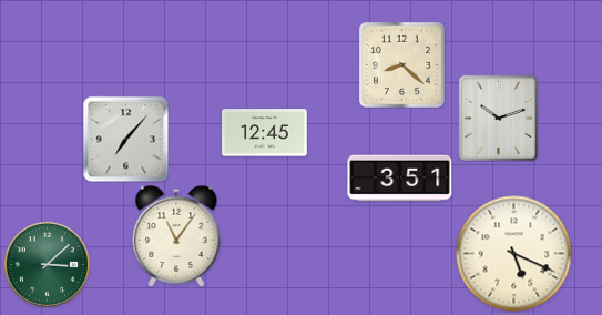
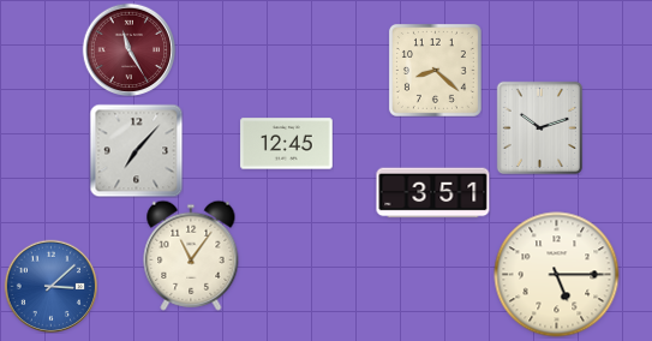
clock at (128, 49): none -> 11:25
clock at (514, 254): 5:19 -> 5:15
clock at (47, 264) dial: green -> blue
